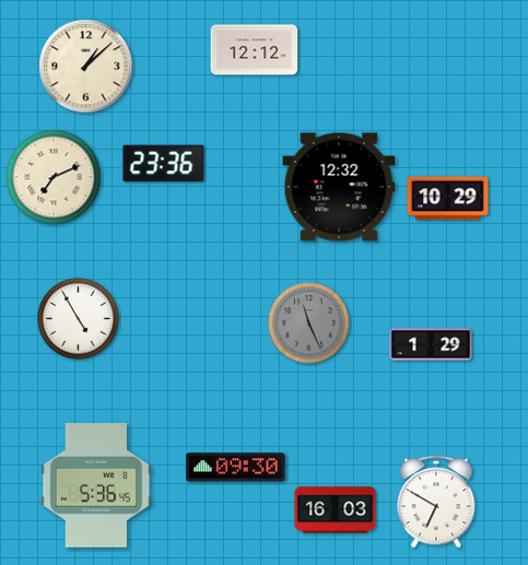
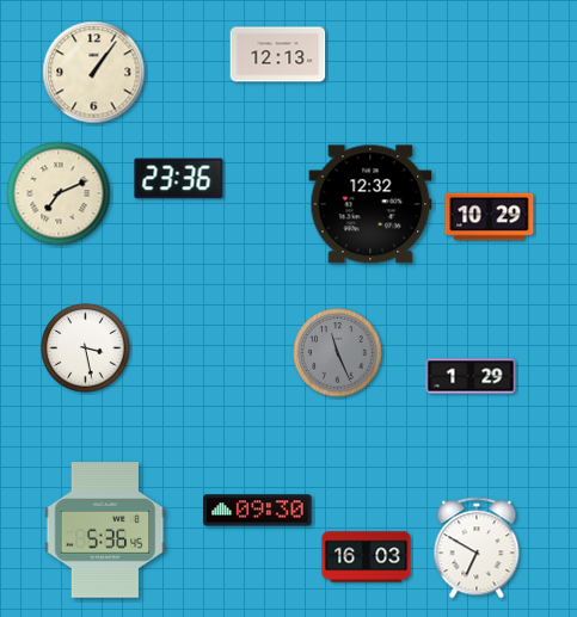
clock at (255, 50): 12:12 -> 12:13
clock at (86, 67): 1:08 -> 1:06
clock at (79, 319): 4:55 -> 3:28
